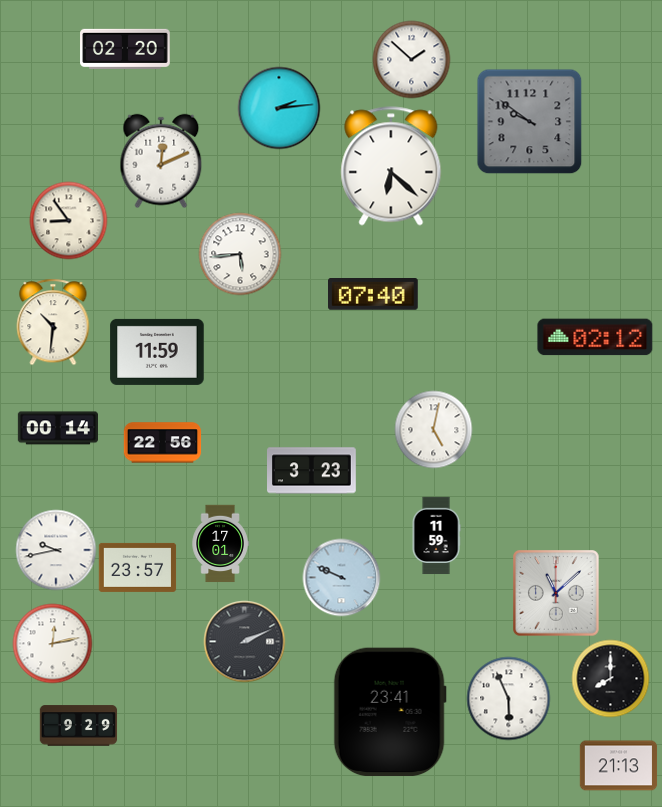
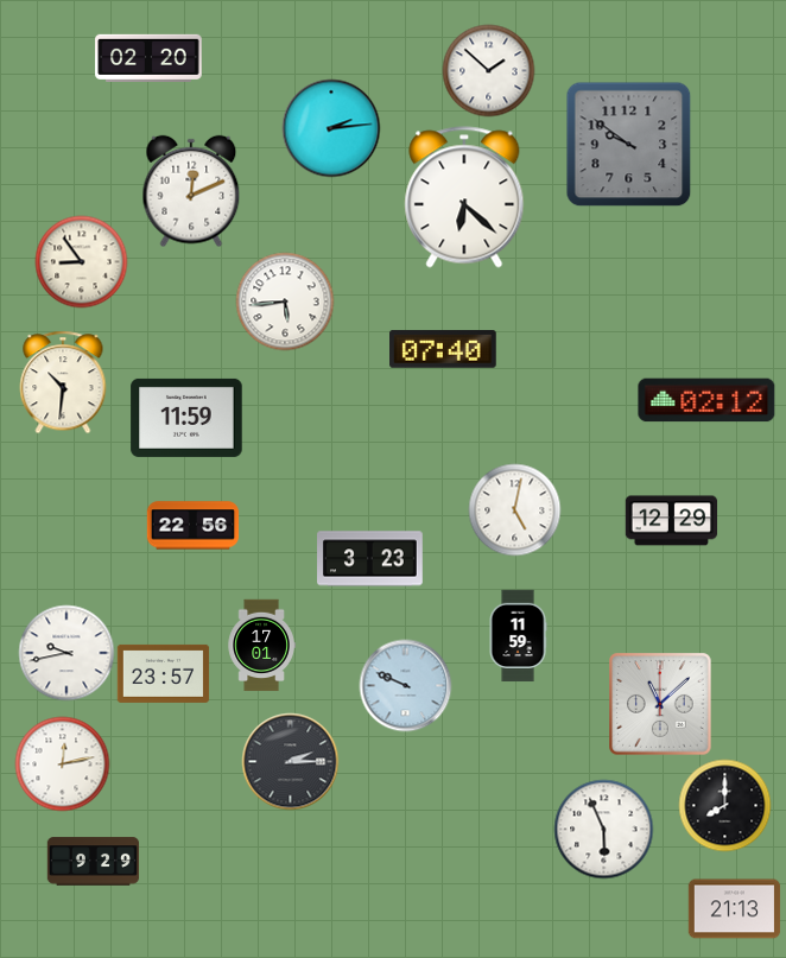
clock at (58, 428): 00:14 -> none
clock at (671, 521): none -> 12:29
clock at (244, 641): 2:11 -> 2:15
clock at (390, 712): 23:41 -> none
